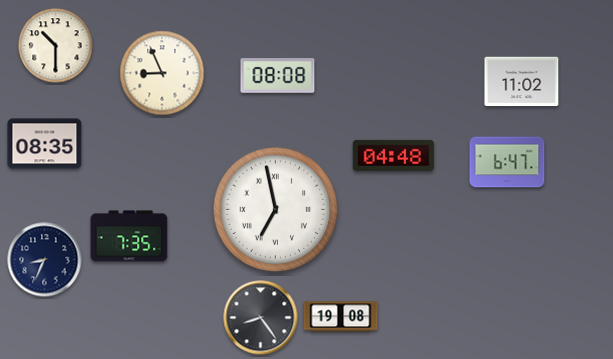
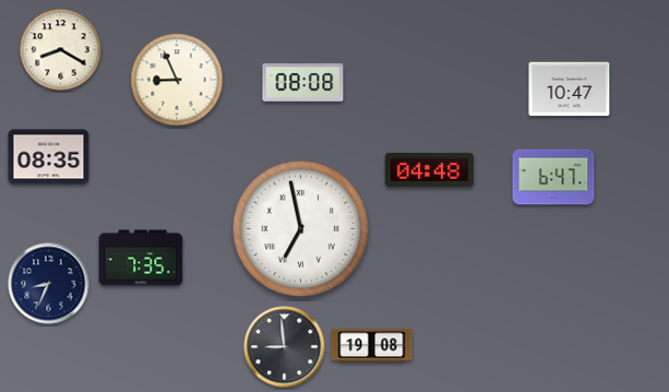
clock at (56, 46): 10:30 -> 8:20
clock at (522, 82): 11:02 -> 10:47
clock at (261, 318): 8:24 -> 8:59
